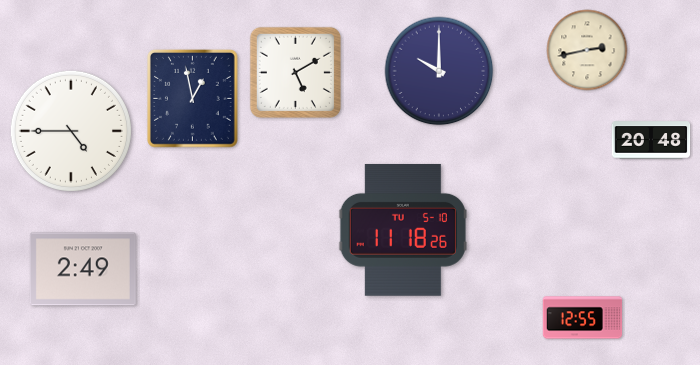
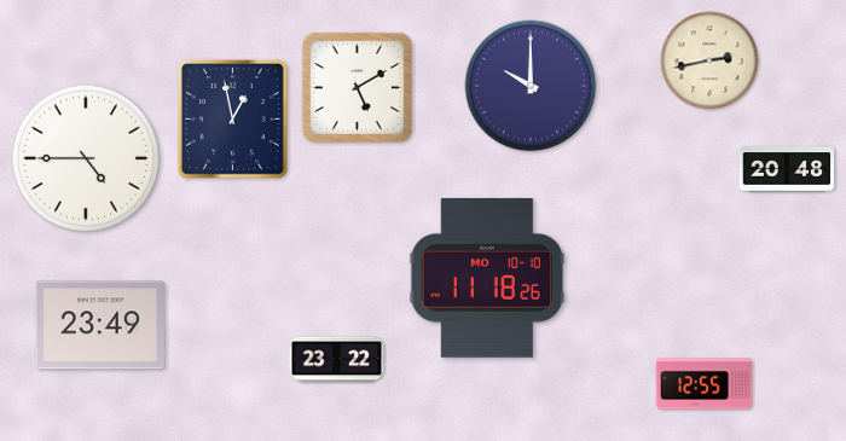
clock at (403, 230) date: TU 5-10 -> MO 10-10
clock at (83, 269): 2:49 -> 23:49
clock at (337, 360): none -> 23:22
